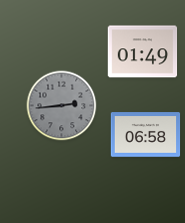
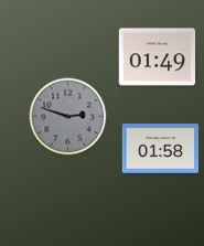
clock at (62, 106): 2:44 -> 2:48
clock at (146, 135): 06:58 -> 01:58
